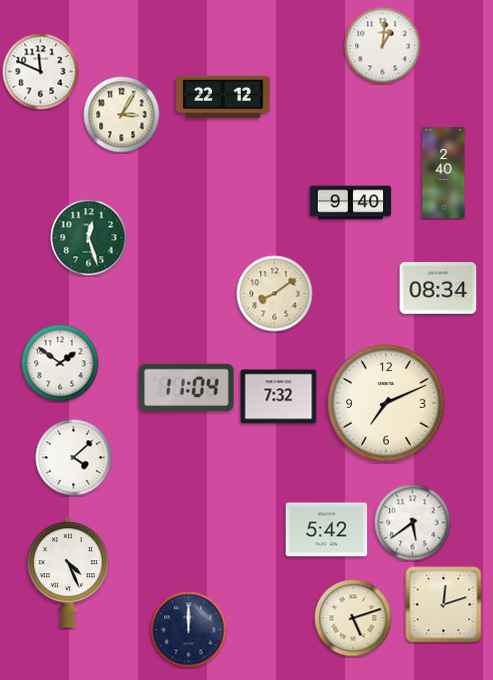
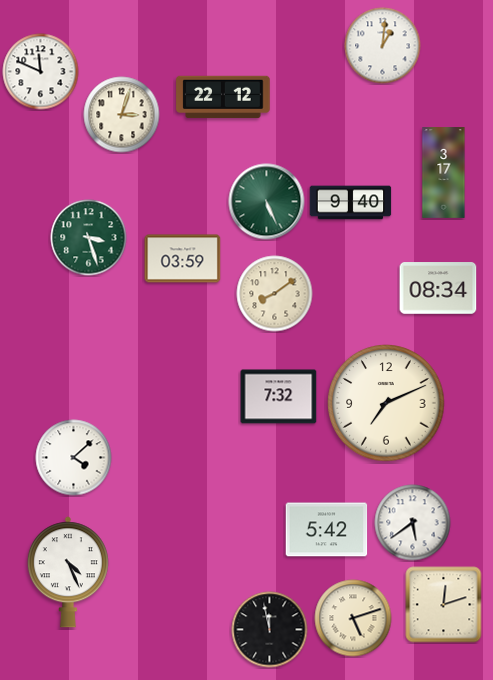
clock at (122, 115): 3:05 -> 3:03
clock at (444, 173): 2:40 -> 3:17
clock at (267, 202): none -> 5:26
clock at (89, 238): 12:27 -> 3:27
clock at (183, 259): none -> 03:59
clock at (60, 363): 1:51 -> none
clock at (187, 387): 11:04 -> none
clock at (189, 630): 12:00 -> none
clock at (270, 630): none -> 11:58
